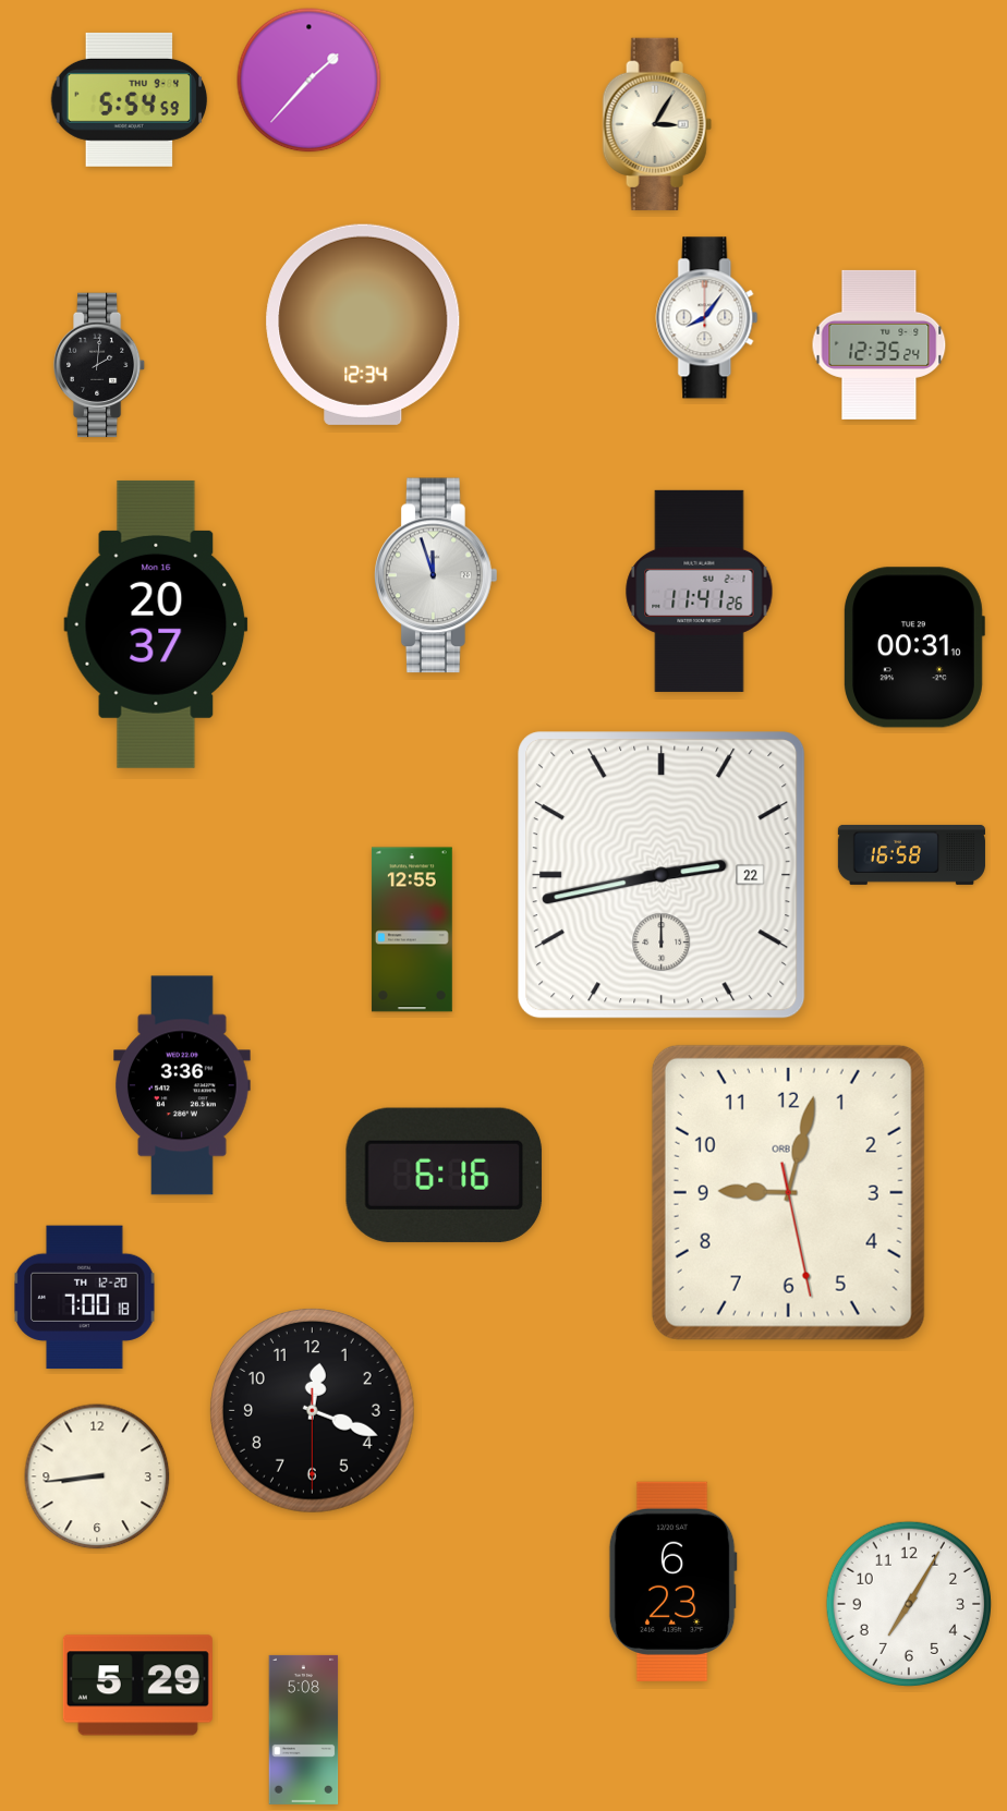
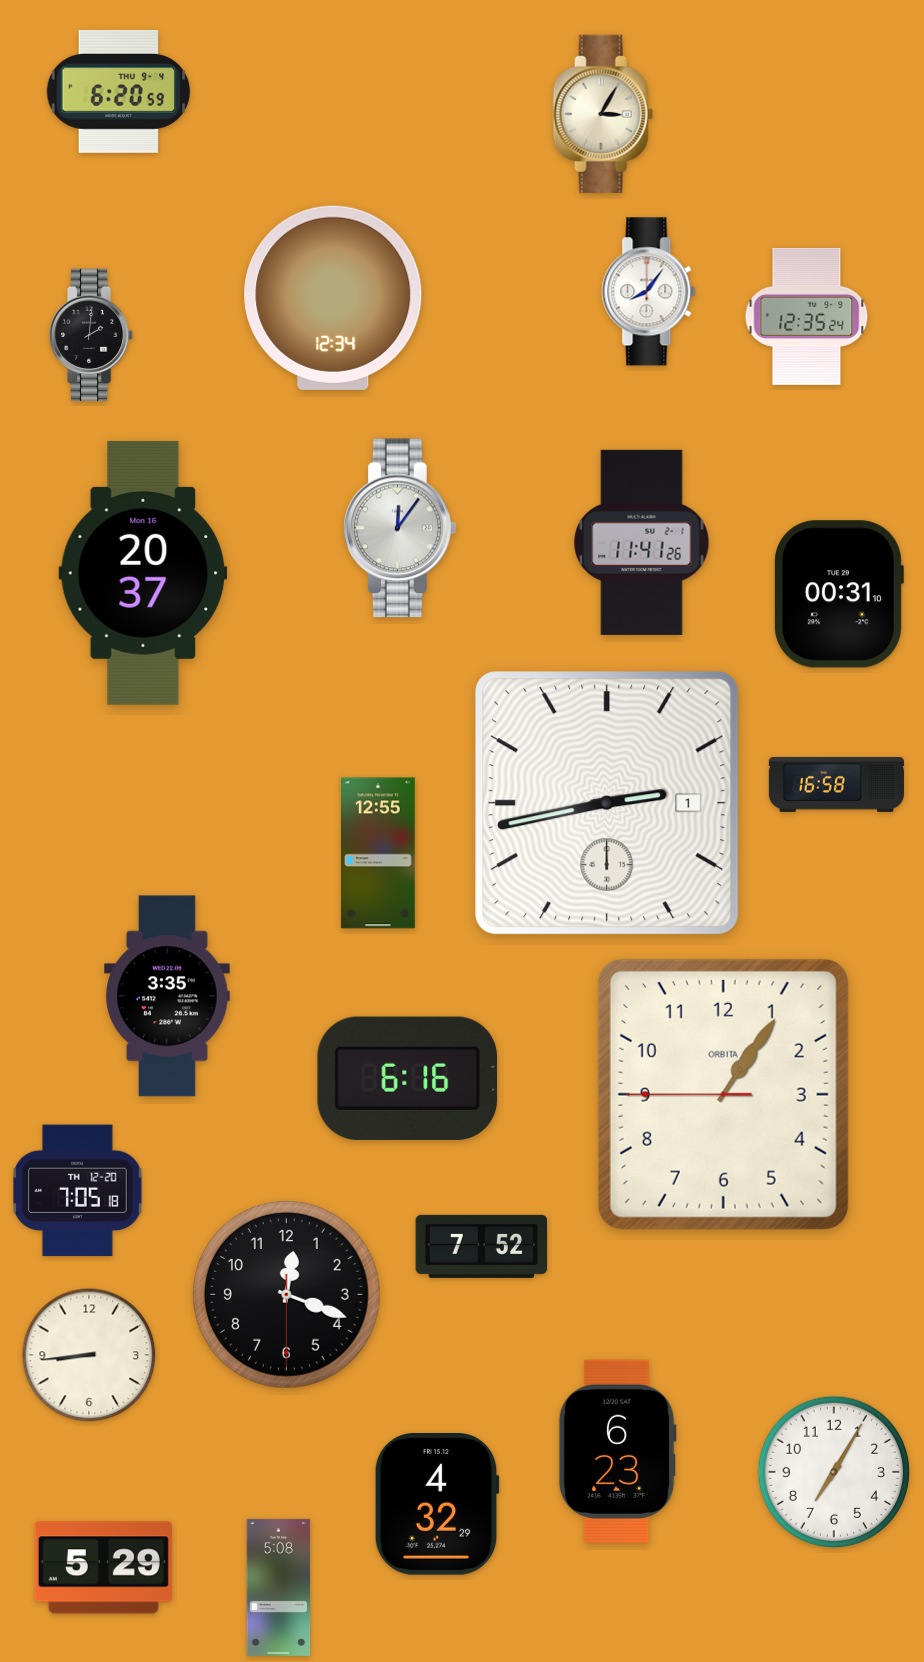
clock at (310, 81): 1:37 -> none
clock at (130, 99): 5:54 -> 6:20
clock at (437, 575): 11:57 -> 12:06
clock at (662, 875) date: 22 -> 1
clock at (183, 1085): 3:36 -> 3:35
clock at (788, 1192): 9:02 -> 1:05
clock at (85, 1298): 7:00 -> 7:05
clock at (482, 1246): none -> 7:52
clock at (437, 1505): none -> 4:32
clock at (137, 1686) position: (137, 1686) -> (103, 1568)
